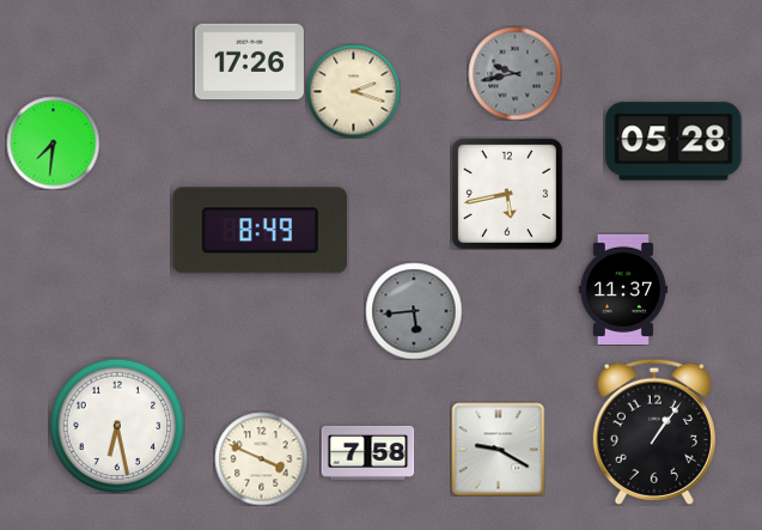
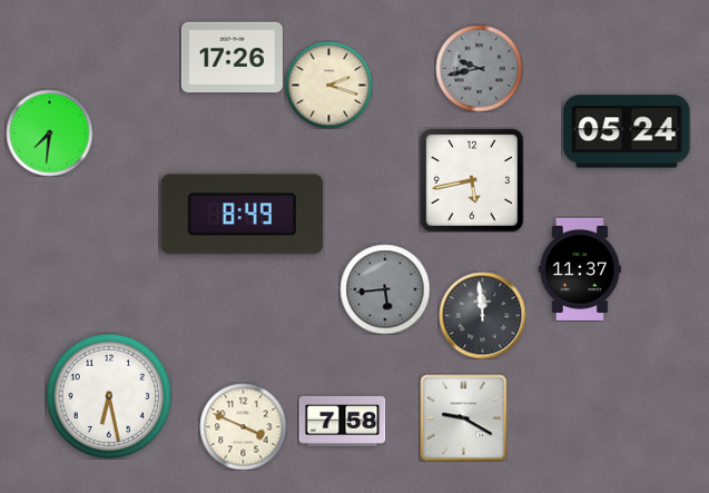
clock at (673, 141): 05:28 -> 05:24
clock at (482, 315): none -> 11:59
clock at (654, 432): 1:06 -> none
